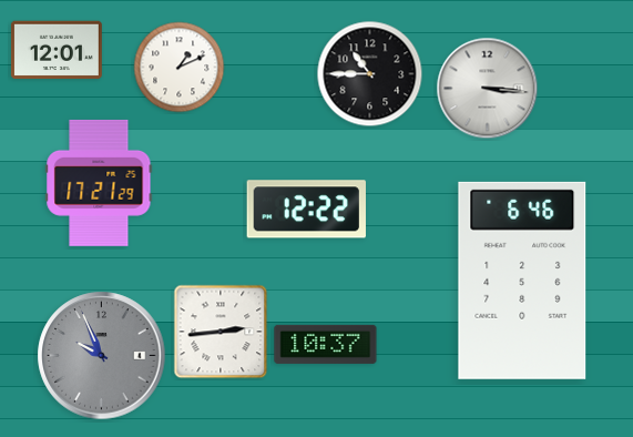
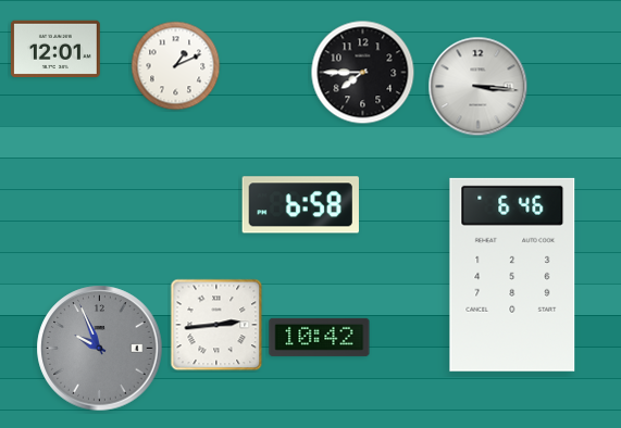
clock at (370, 74): 10:45 -> 7:45
clock at (99, 183): 17:21 -> none
clock at (306, 210): 12:22 -> 6:58
clock at (326, 344): 10:37 -> 10:42
